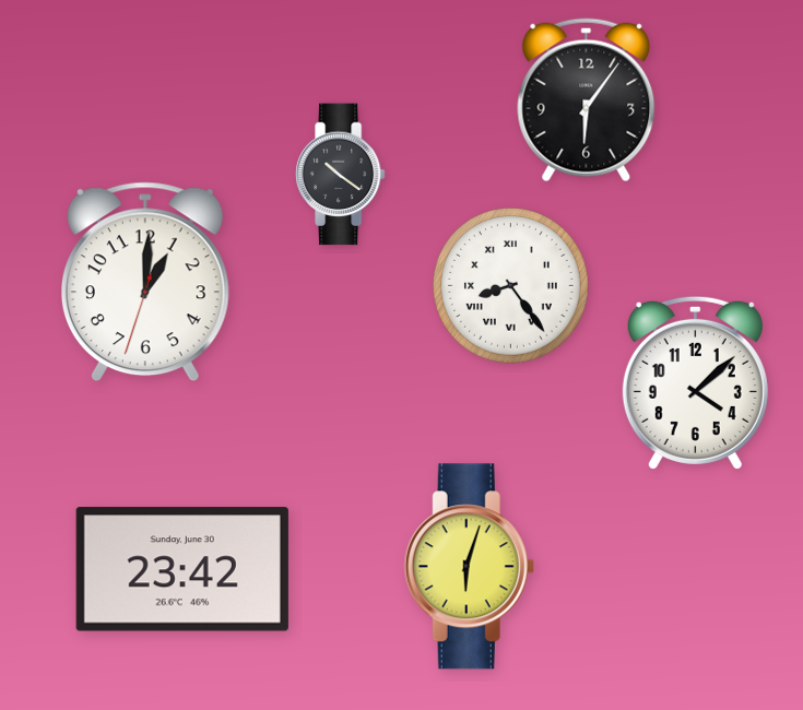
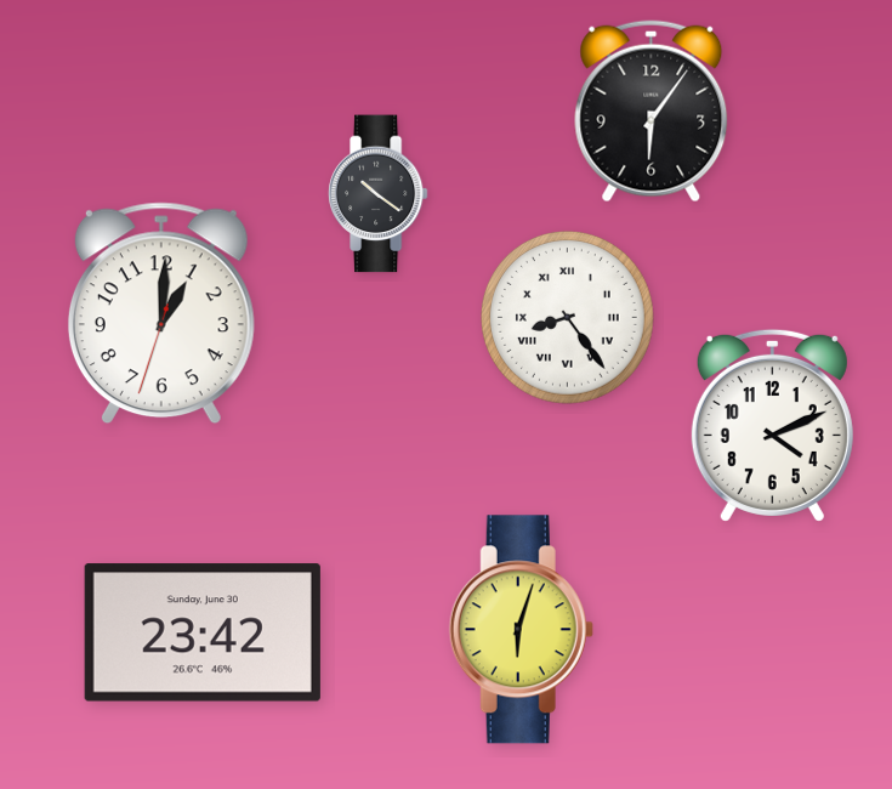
clock at (695, 382): 4:08 -> 4:11
